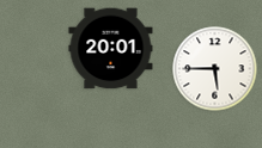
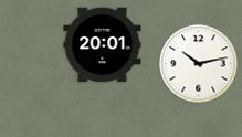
clock at (215, 69): 5:45 -> 10:13
